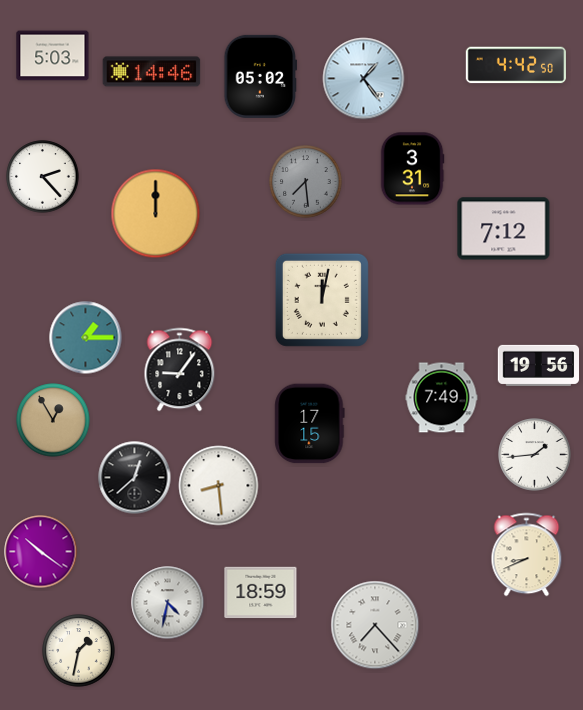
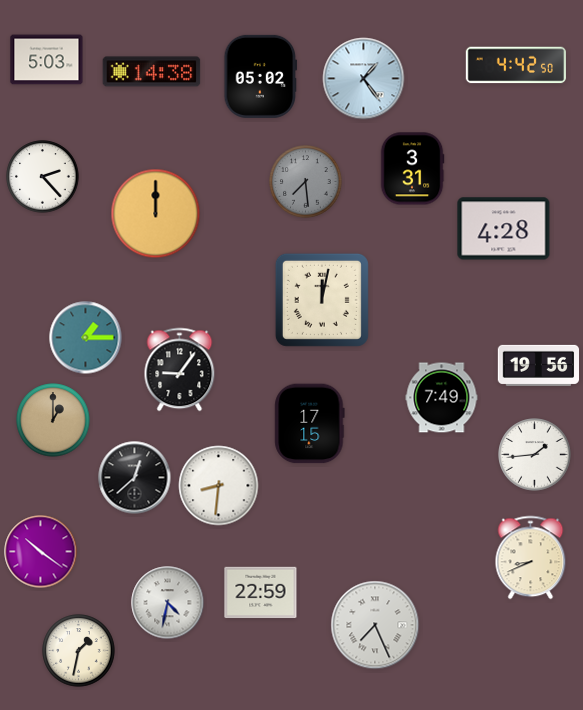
clock at (53, 56) position: (53, 56) -> (47, 60)
clock at (152, 72): 14:46 -> 14:38
clock at (504, 229): 7:12 -> 4:28
clock at (53, 420): 12:55 -> 1:00
clock at (219, 486): 8:29 -> 8:31
clock at (527, 555) position: (527, 555) -> (531, 558)
clock at (261, 593): 18:59 -> 22:59
clock at (375, 625): 7:23 -> 7:26
